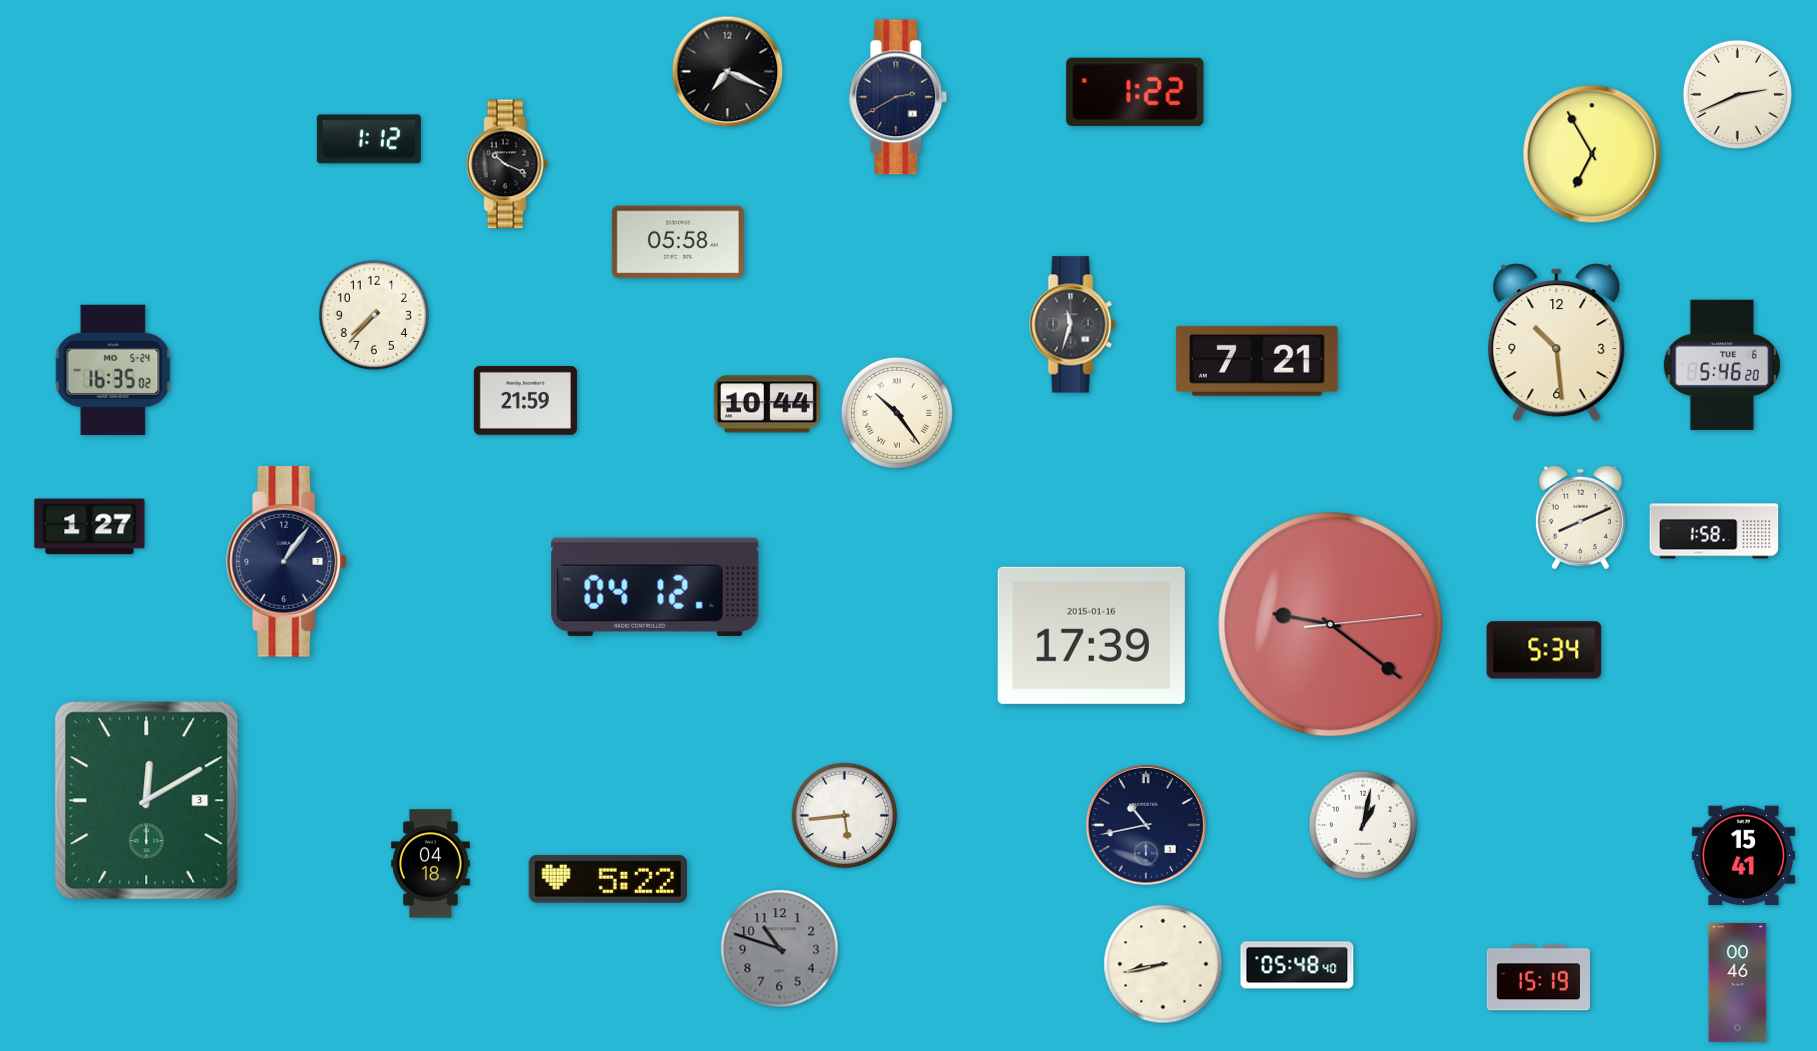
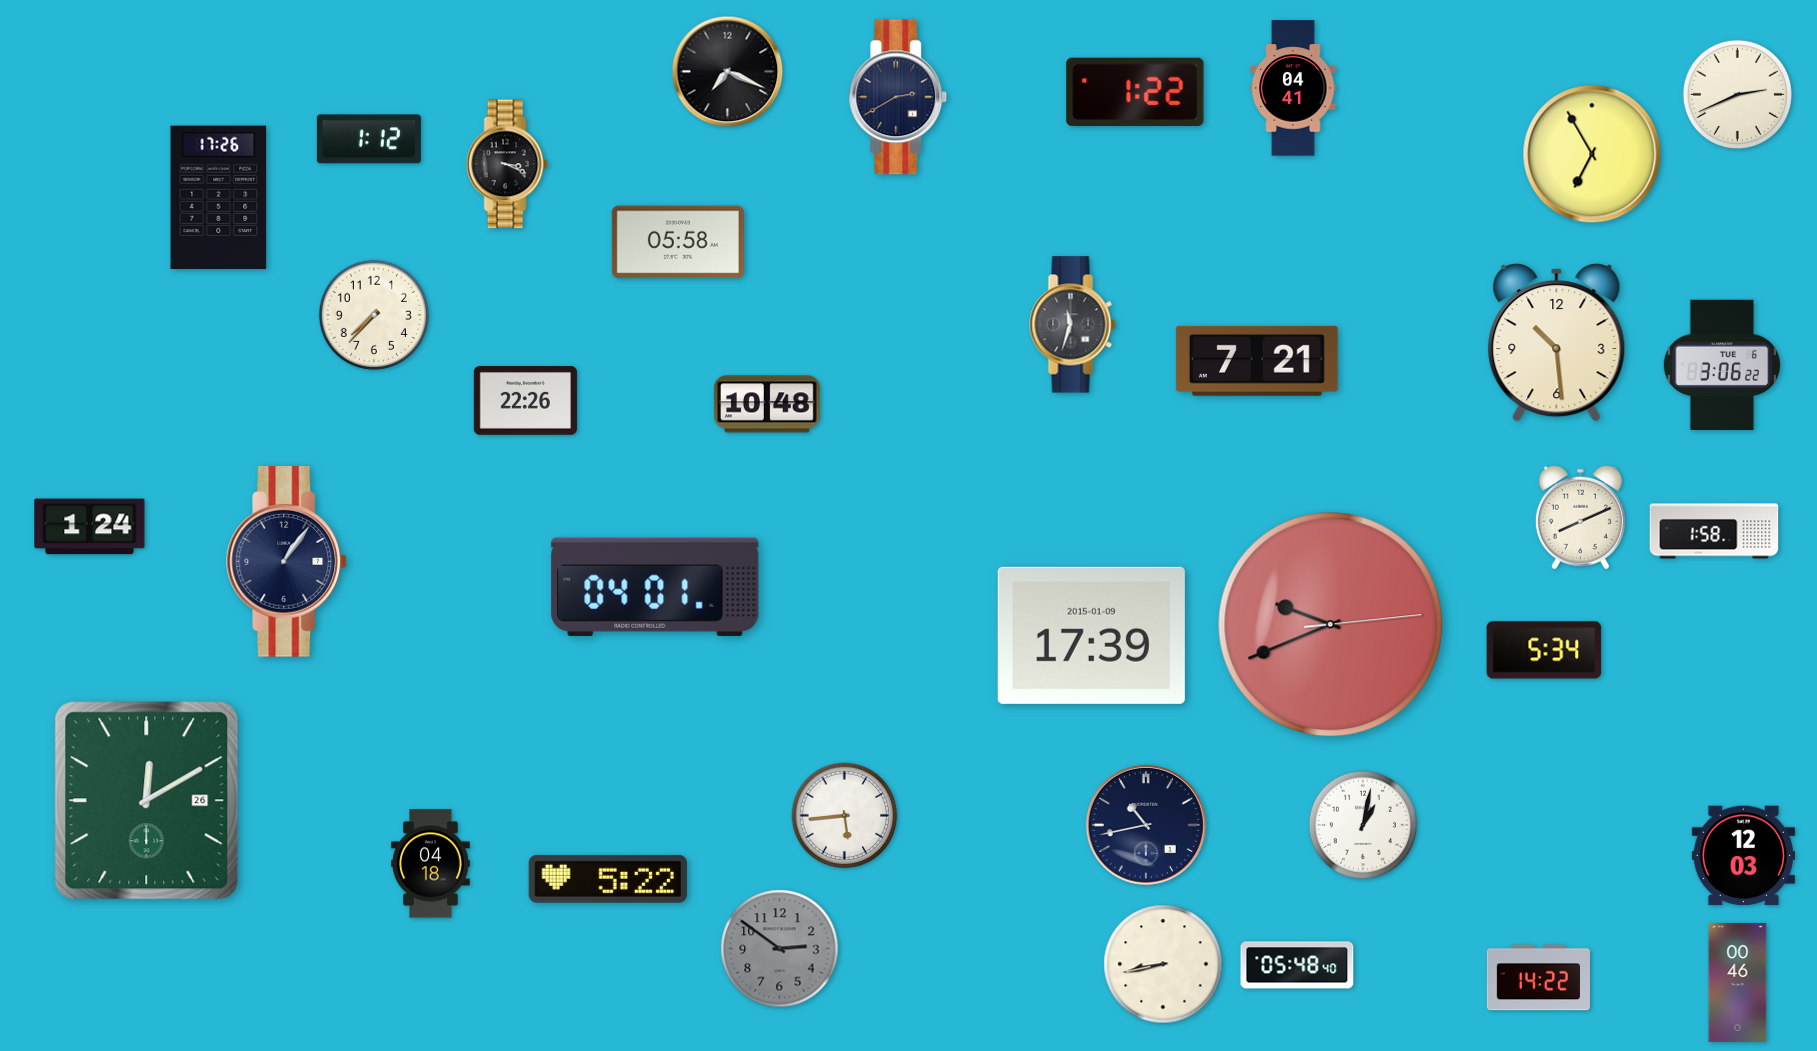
clock at (1293, 88): none -> 04:41
clock at (507, 164): 10:19 -> 3:19
clock at (219, 198): none -> 17:26
clock at (1722, 364): 5:46 -> 3:06
clock at (113, 369): 16:35 -> none
clock at (525, 401): 21:59 -> 22:26
clock at (767, 404): 10:44 -> 10:48
clock at (897, 413): 10:24 -> none
clock at (90, 527): 1:27 -> 1:24
clock at (655, 587): 04:12 -> 04:01
clock at (1331, 625): 9:21 -> 9:41
clock at (1091, 635) date: 2015-01-16 -> 2015-01-09
clock at (147, 801) date: 3 -> 26
clock at (1743, 856): 15:41 -> 12:03
clock at (780, 949): 10:48 -> 2:51
clock at (1538, 978): 15:19 -> 14:22
